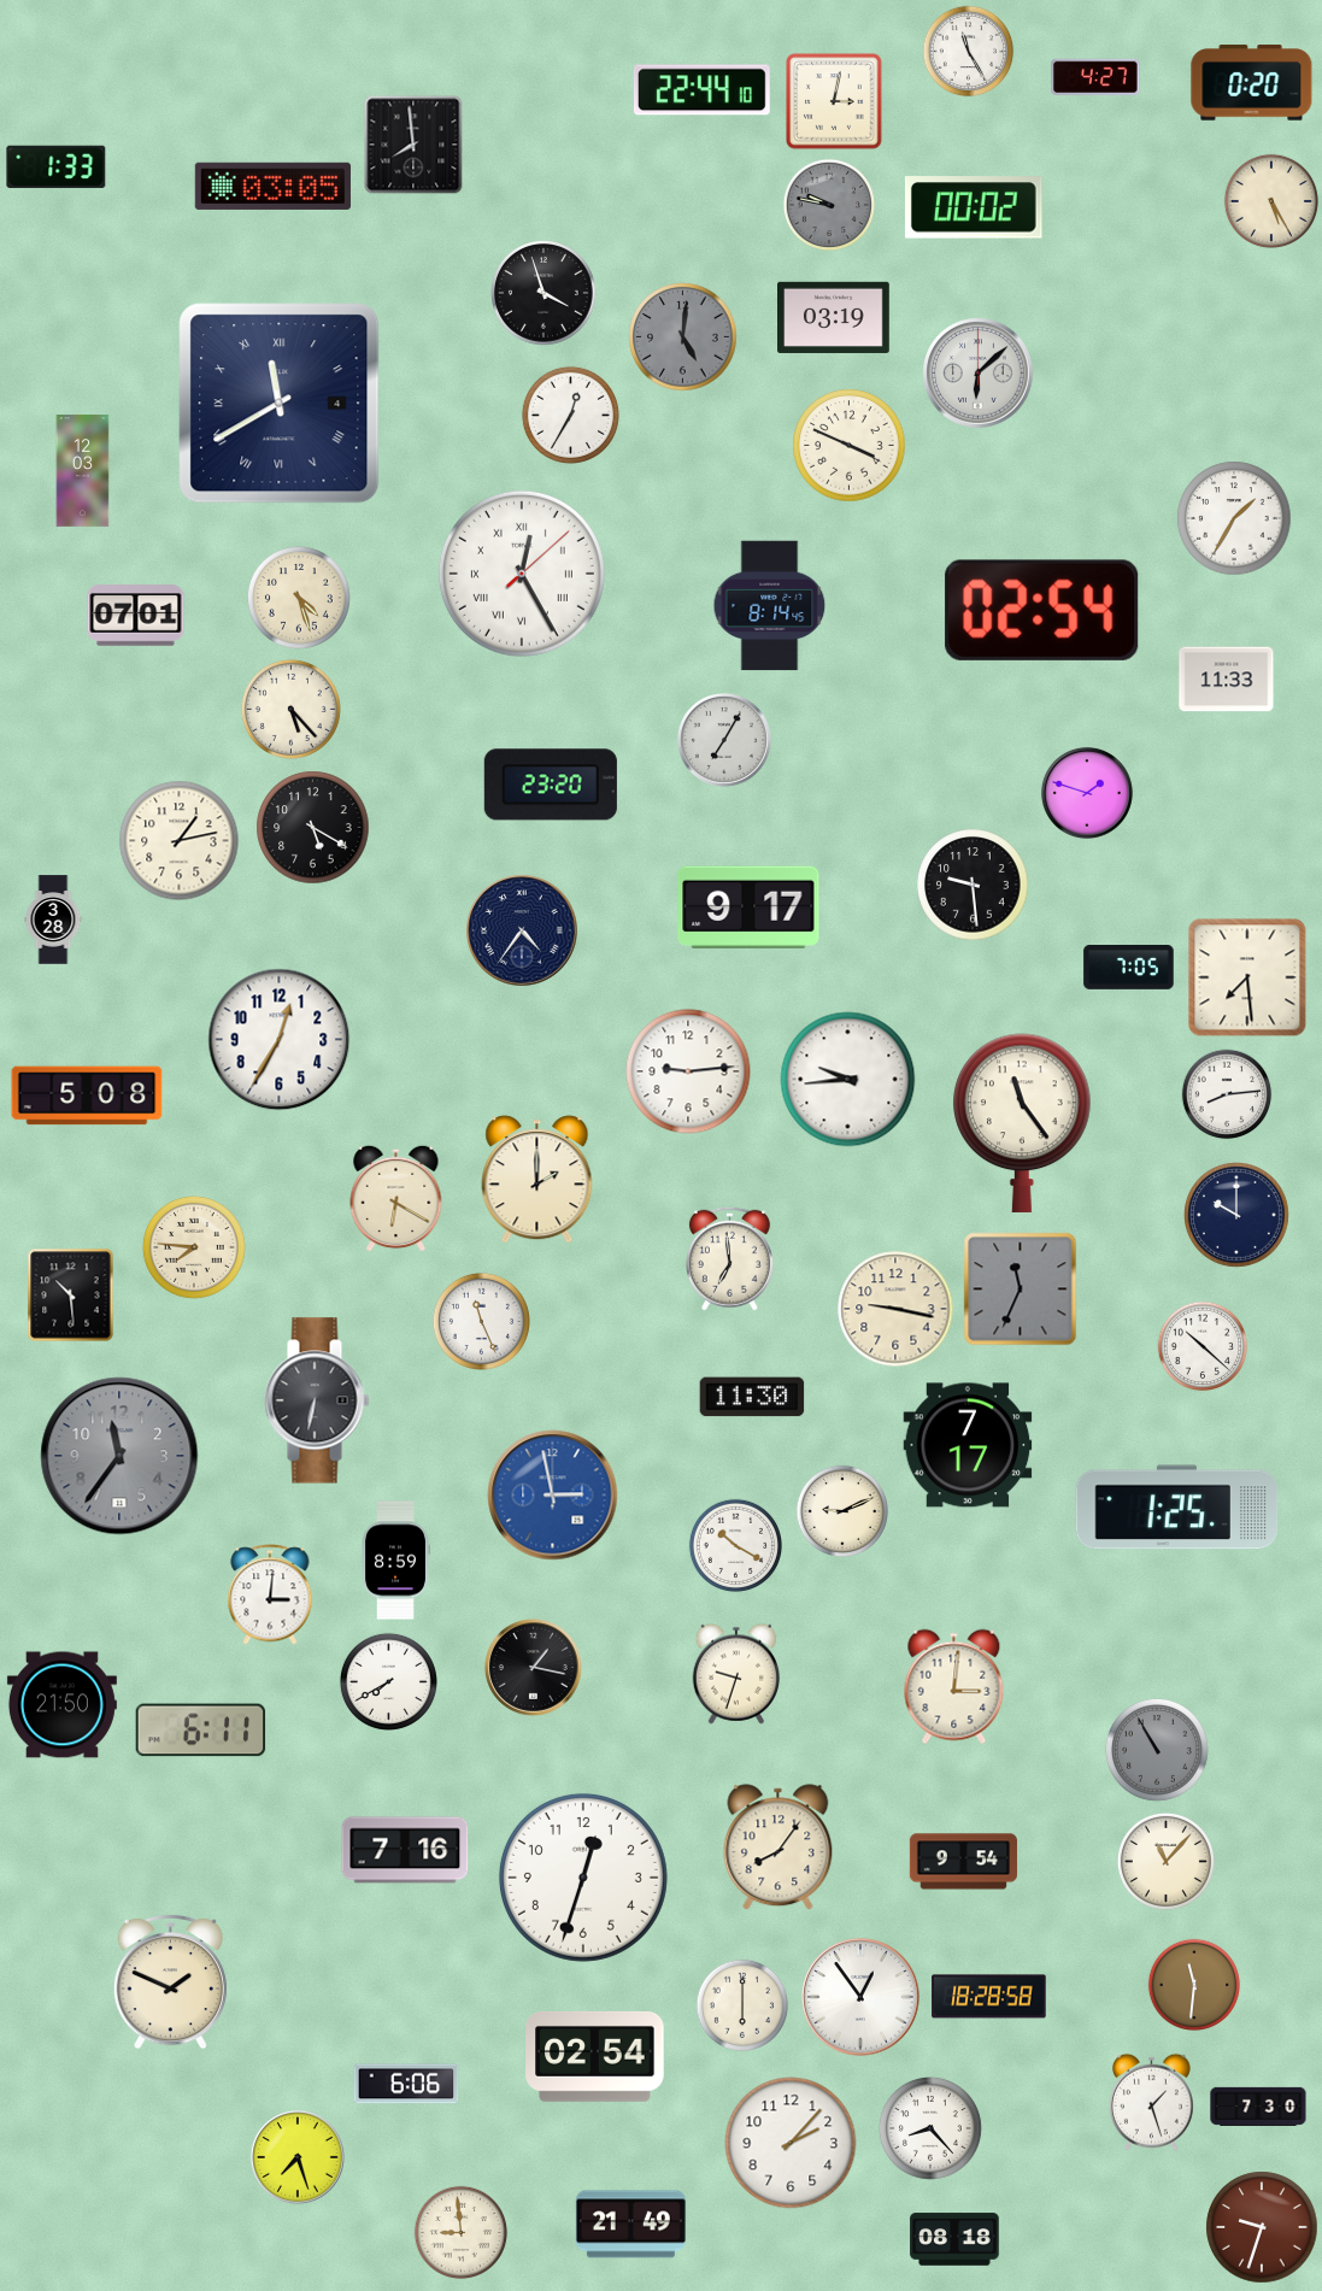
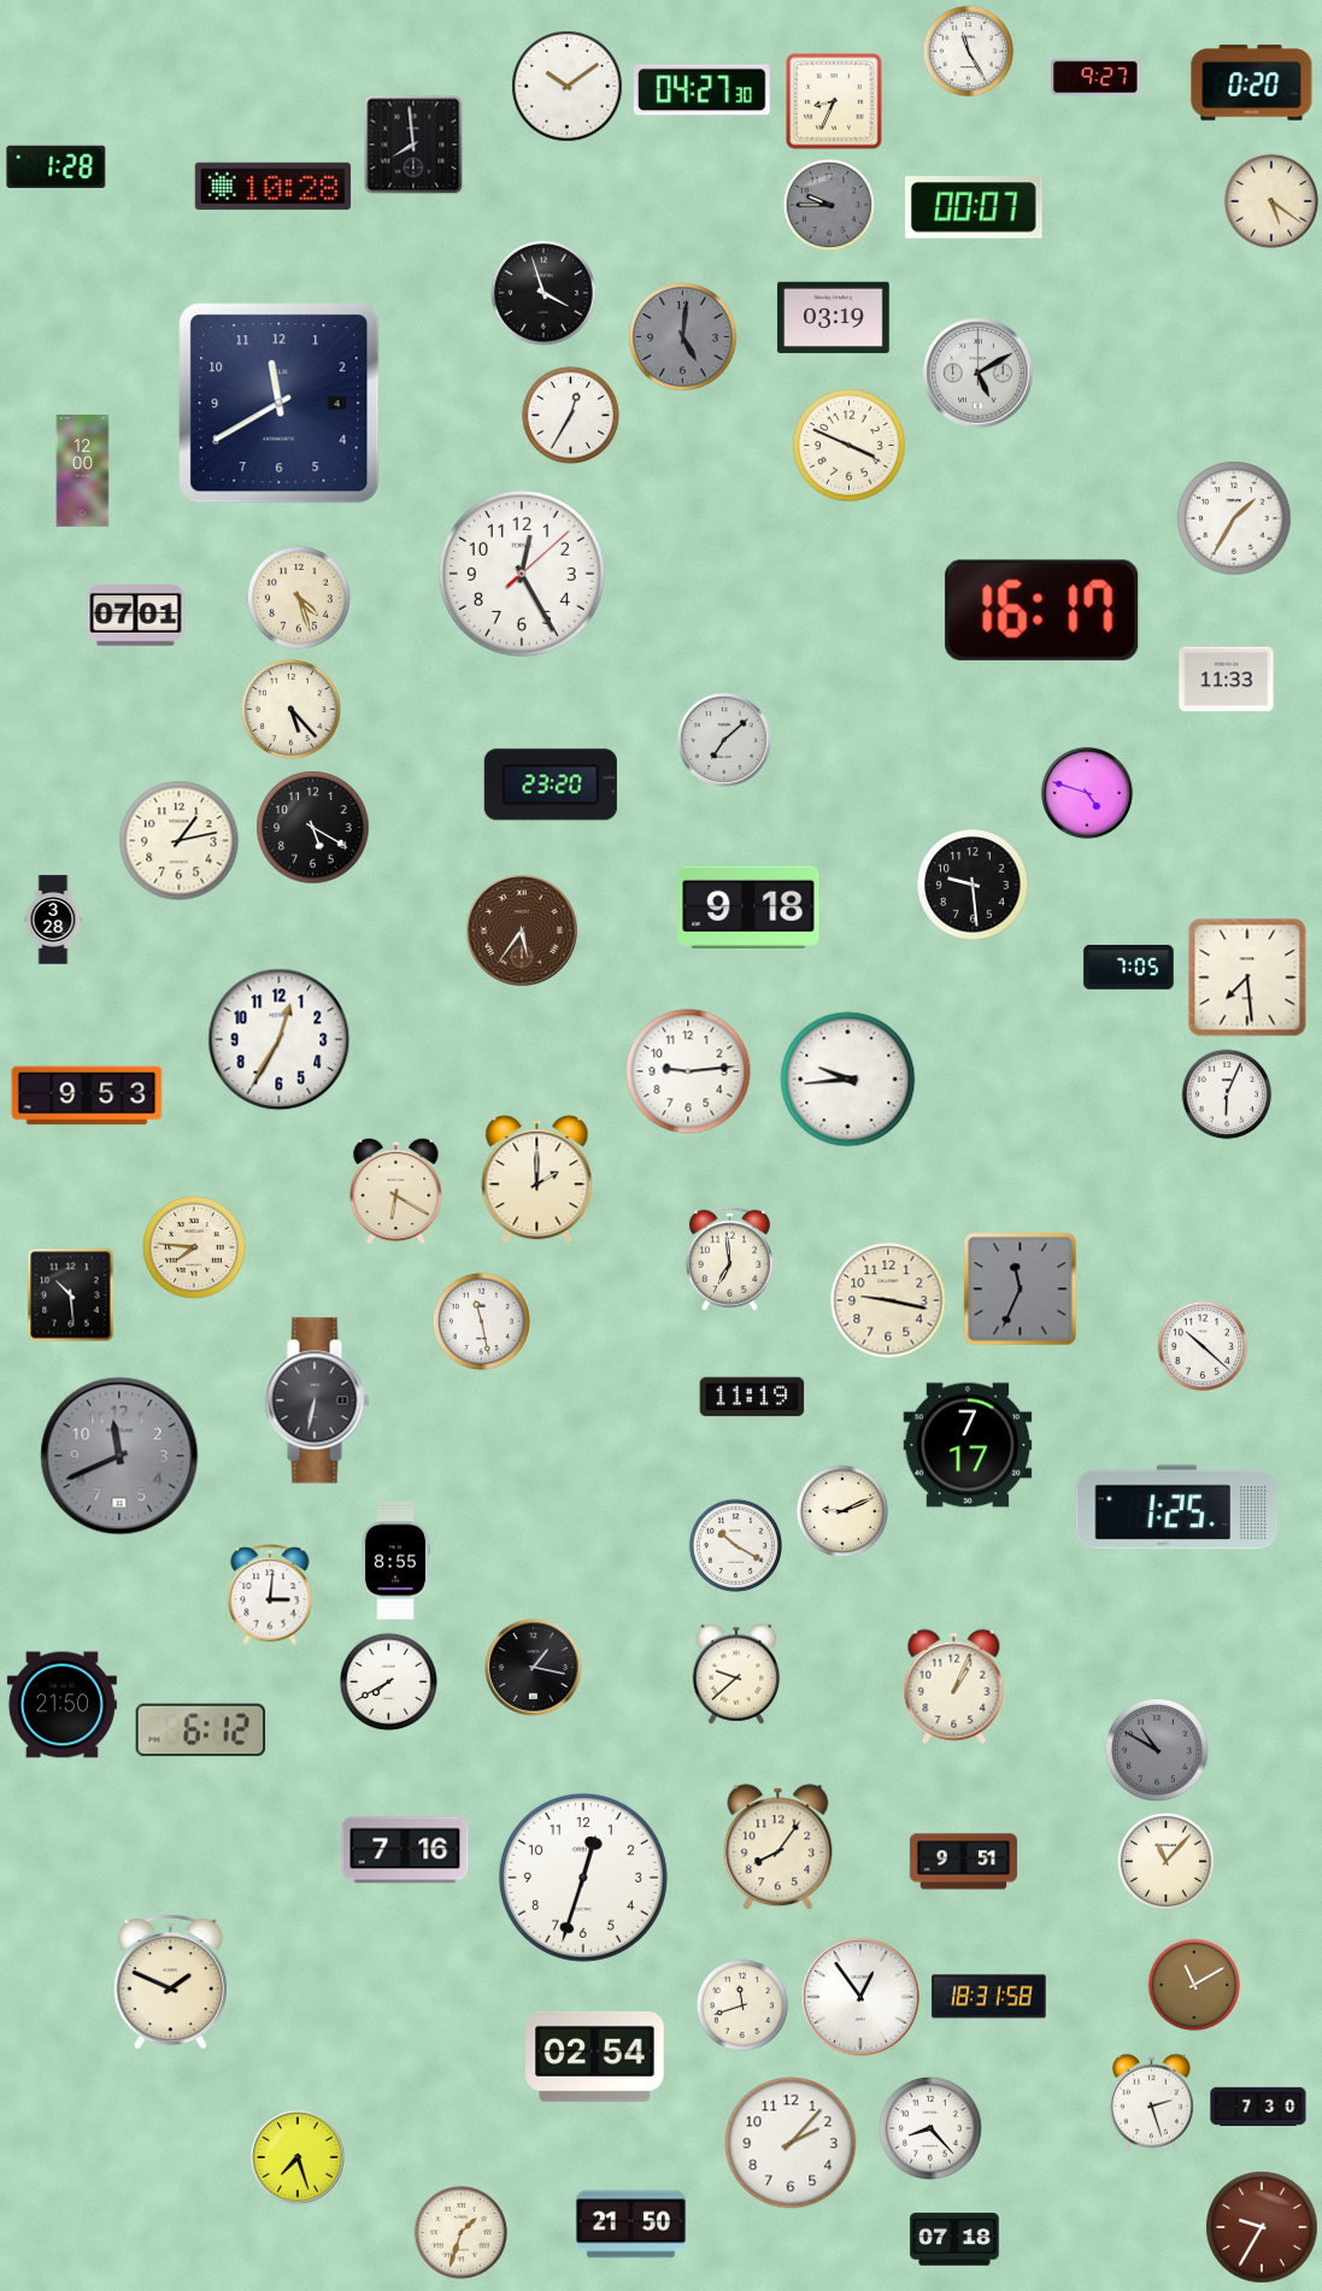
clock at (1095, 77): 4:27 -> 9:27
clock at (568, 87): none -> 10:09
clock at (701, 90): 22:44 -> 04:27
clock at (834, 101): 3:02 -> 8:34
clock at (57, 166): 1:33 -> 1:28
clock at (272, 186): 03:05 -> 10:28
clock at (1271, 201): 5:25 -> 5:21
clock at (829, 205): 9:47 -> 9:45
clock at (974, 207): 00:02 -> 00:07
clock at (979, 374): 6:08 -> 5:10
clock at (280, 404) numerals: Roman -> Arabic
clock at (83, 471): 12:03 -> 12:00
clock at (522, 574) numerals: Roman -> Arabic
clock at (770, 606): 8:14 -> none
clock at (1042, 610): 02:54 -> 16:17
clock at (724, 740): 7:05 -> 7:08
clock at (1087, 793): 1:48 -> 4:48
clock at (748, 906): 9:17 -> 9:18
clock at (522, 930): 4:36 -> 5:36
clock at (522, 930) dial: navy -> brown
clock at (1227, 1094): 8:14 -> 6:04
clock at (87, 1095): 5:08 -> 9:53
clock at (1022, 1123): 11:24 -> none
clock at (396, 1198) position: (396, 1198) -> (396, 1191)
clock at (1238, 1216): 10:00 -> none
clock at (895, 1309) position: (895, 1309) -> (888, 1300)
clock at (481, 1321): 11:26 -> 11:28
clock at (752, 1397): 11:30 -> 11:19
clock at (119, 1456): 11:36 -> 11:41
clock at (553, 1496): 2:58 -> none
clock at (395, 1561): 8:59 -> 8:55
clock at (736, 1674): 9:33 -> 9:38
clock at (954, 1687): 3:01 -> 1:04
clock at (201, 1731): 6:11 -> 6:12
clock at (1157, 1750): 10:55 -> 10:50
clock at (963, 1862): 9:54 -> 9:51
clock at (1194, 1985): 11:31 -> 11:10
clock at (989, 1997): 18:28 -> 18:31
clock at (742, 2005): 6:00 -> 11:42
clock at (406, 2084): 6:06 -> none
clock at (1151, 2102): 1:27 -> 2:27
clock at (630, 2225): 21:49 -> 21:50
clock at (1262, 2227): 9:33 -> 9:35
clock at (460, 2232): 8:59 -> 1:33
clock at (954, 2239): 08:18 -> 07:18
